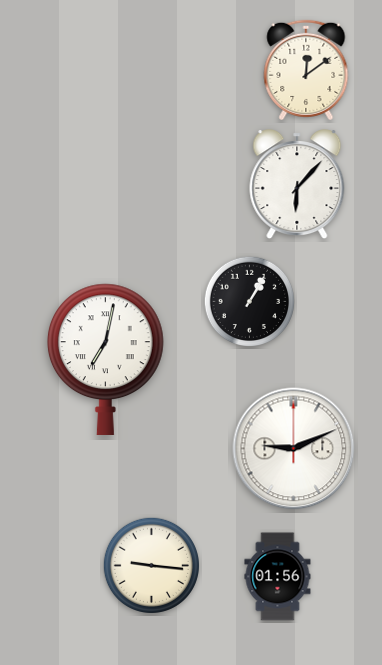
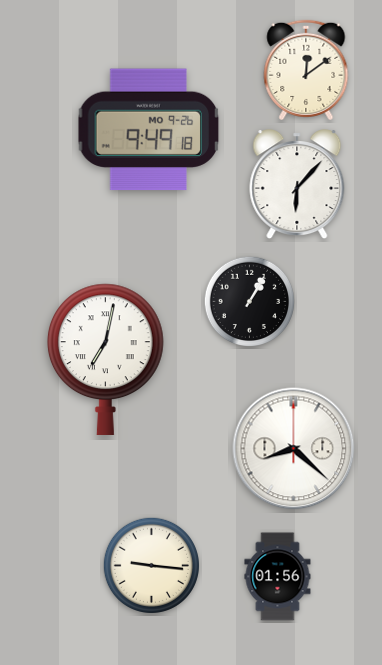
clock at (149, 130): none -> 9:49
clock at (294, 449): 9:11 -> 8:22
